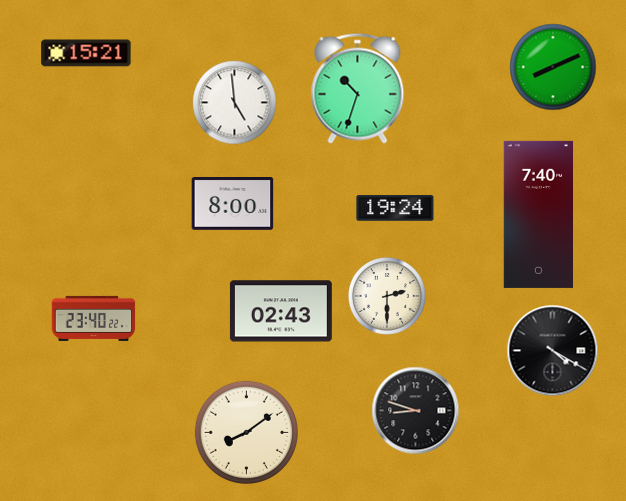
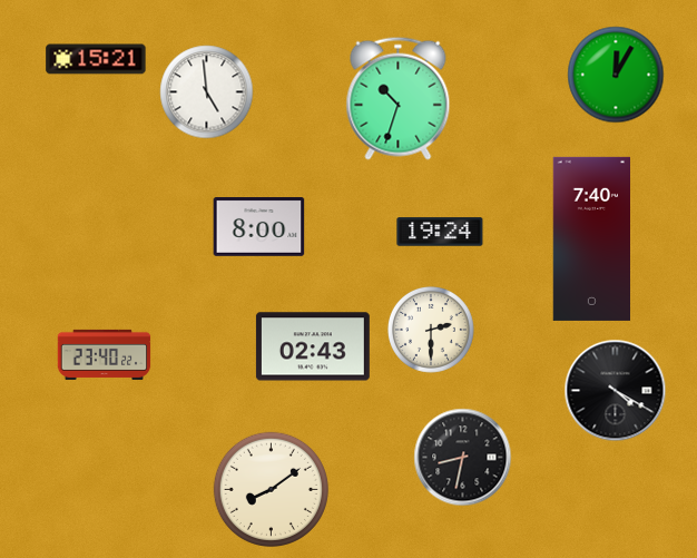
clock at (553, 67): 8:11 -> 12:05
clock at (235, 103) position: (235, 103) -> (207, 92)
clock at (539, 214) position: (539, 214) -> (592, 238)
clock at (416, 411): 8:48 -> 8:32
clock at (246, 432) position: (246, 432) -> (271, 489)
